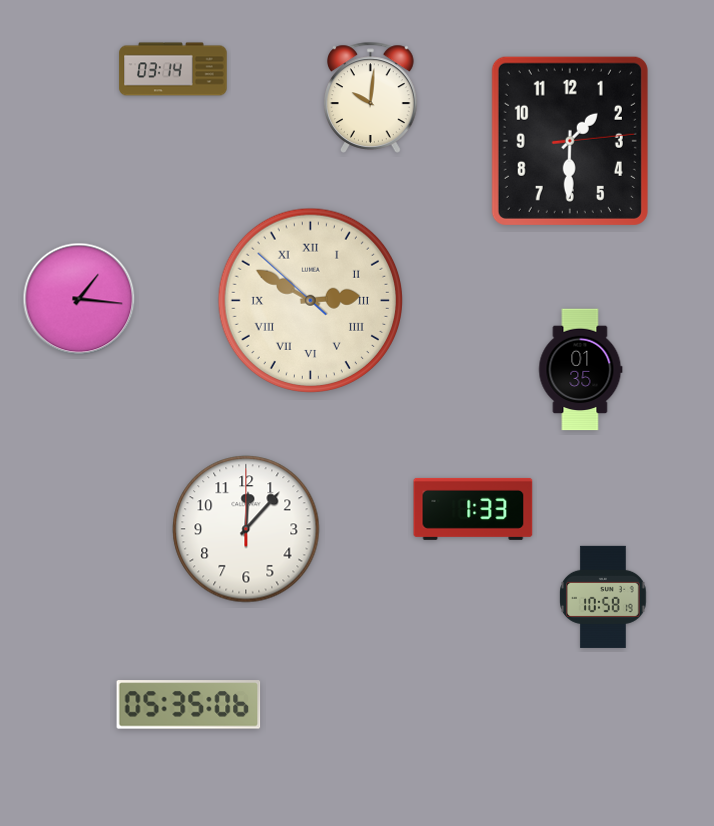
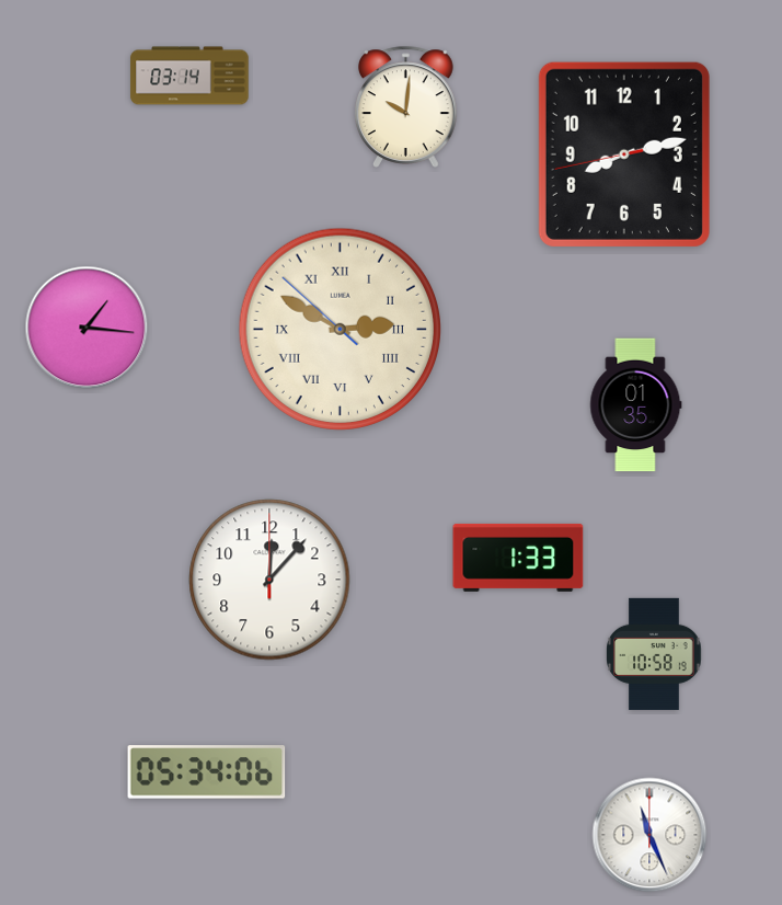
clock at (570, 141): 1:30 -> 8:12
clock at (603, 597) position: (603, 597) -> (654, 654)
clock at (189, 705): 05:35 -> 05:34
clock at (649, 835): none -> 11:26
